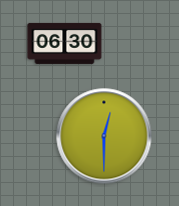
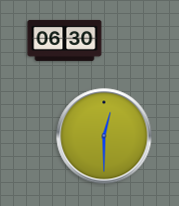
clock at (65, 43) position: (65, 43) -> (65, 40)
